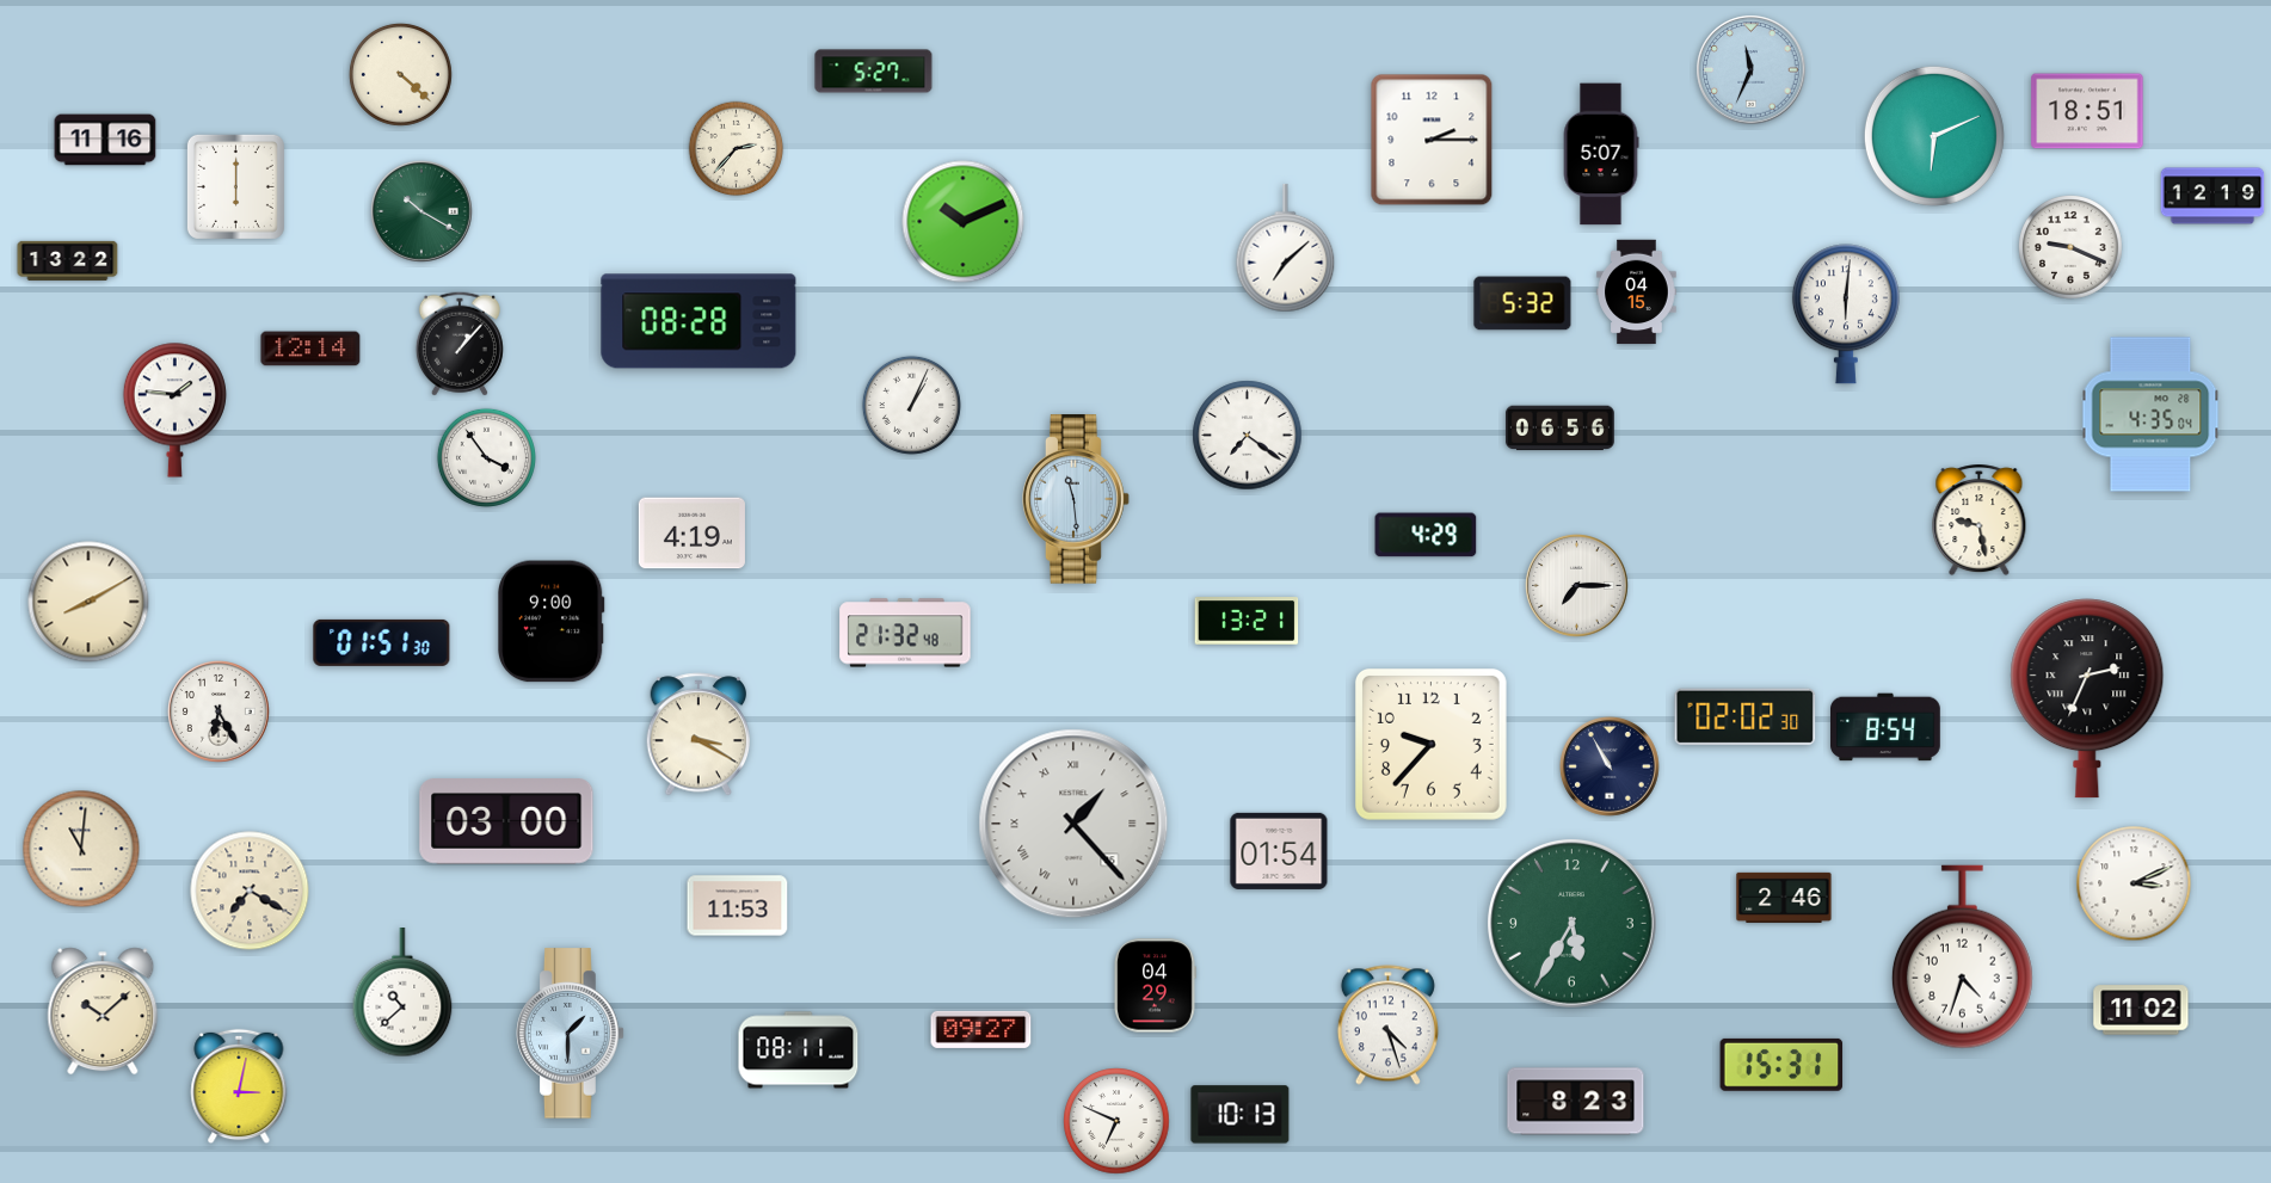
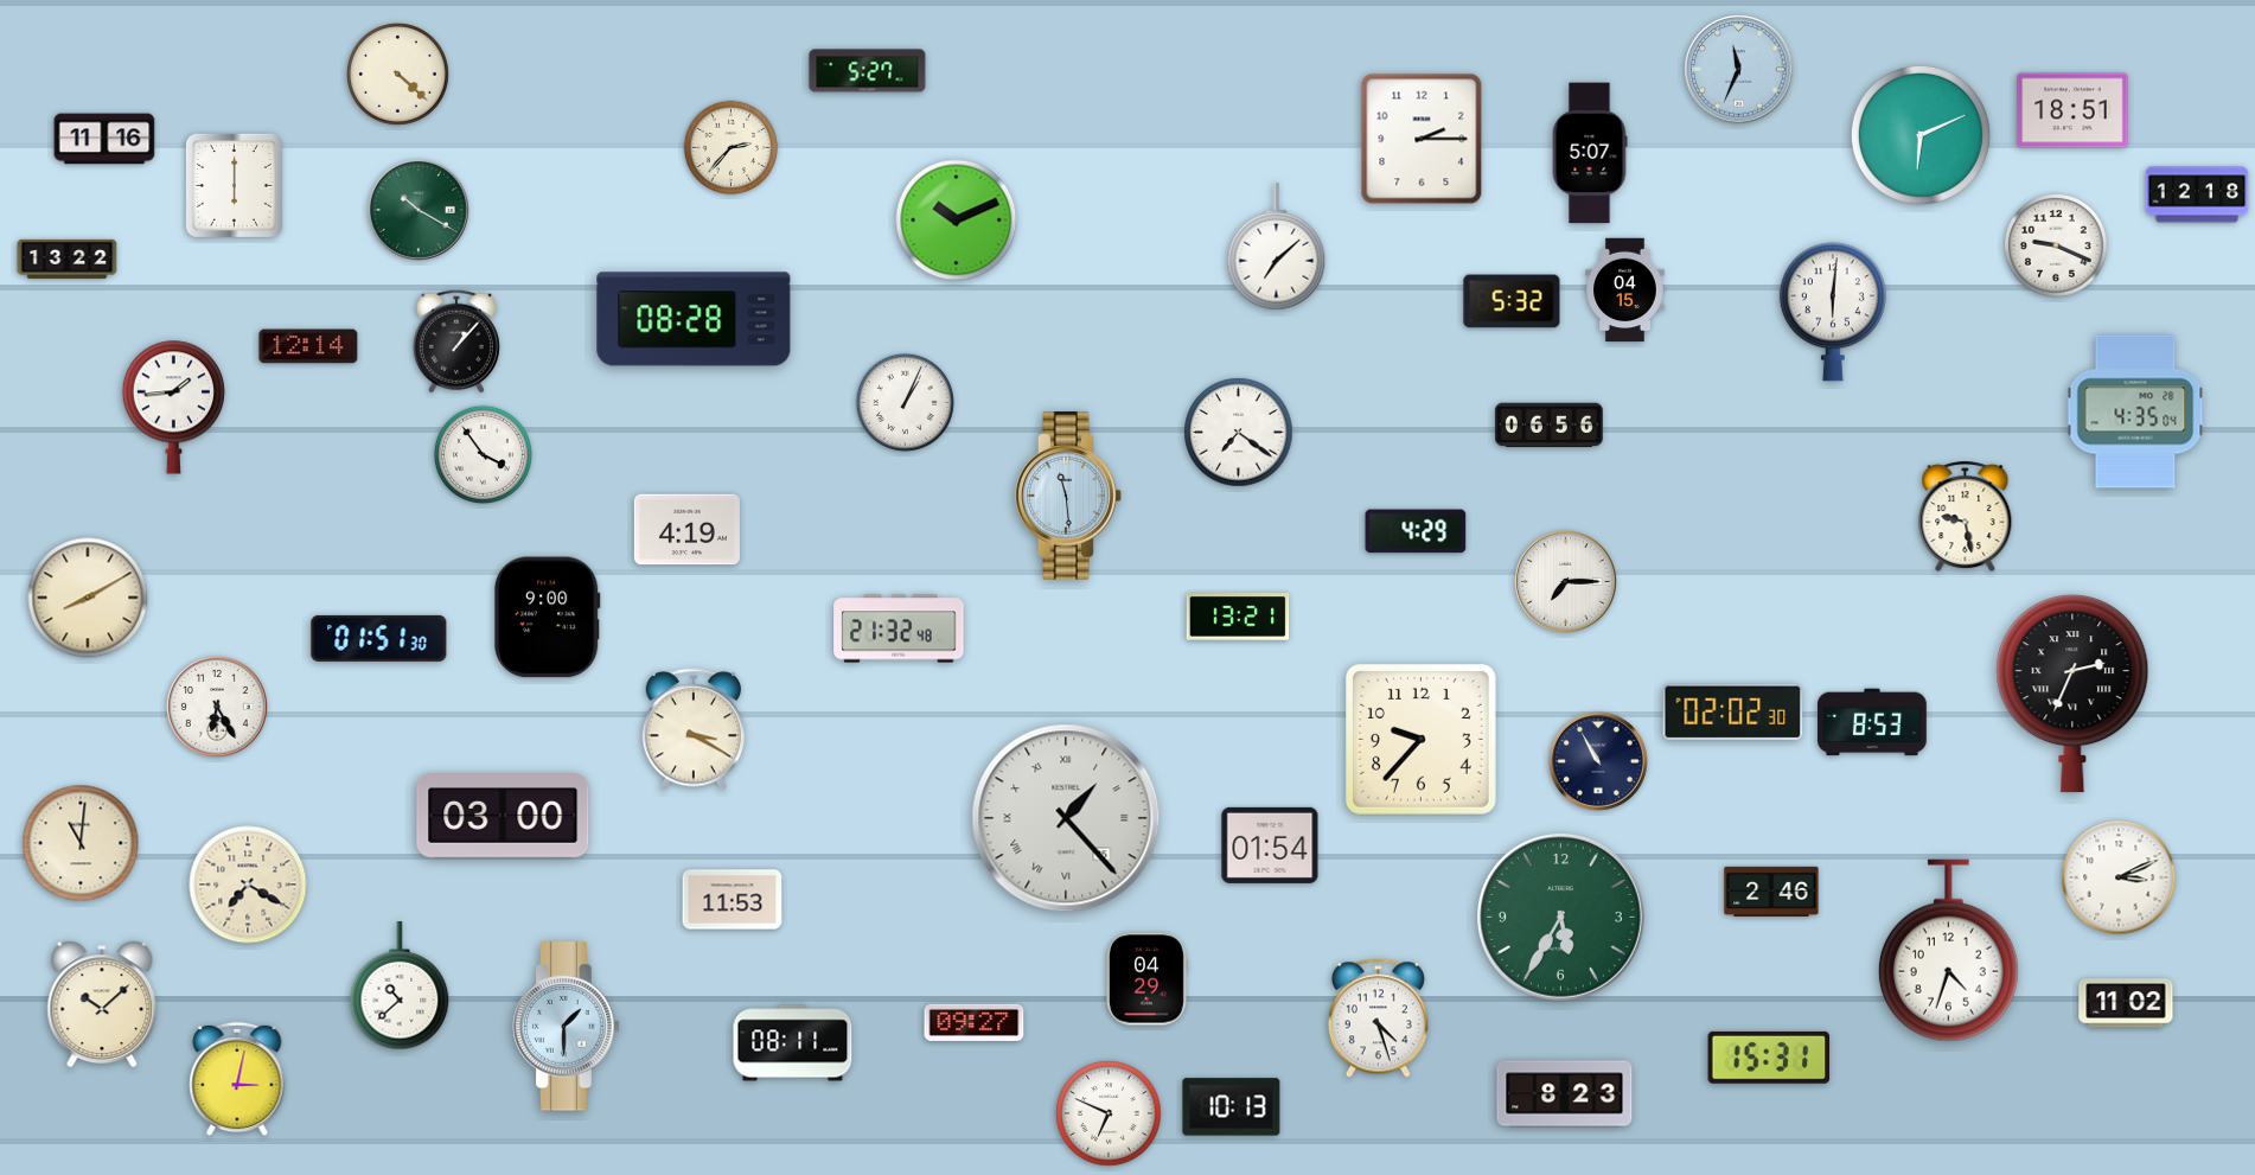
clock at (2212, 196): 12:19 -> 12:18
clock at (174, 409): 1:46 -> 1:44
clock at (1887, 727): 8:54 -> 8:53
